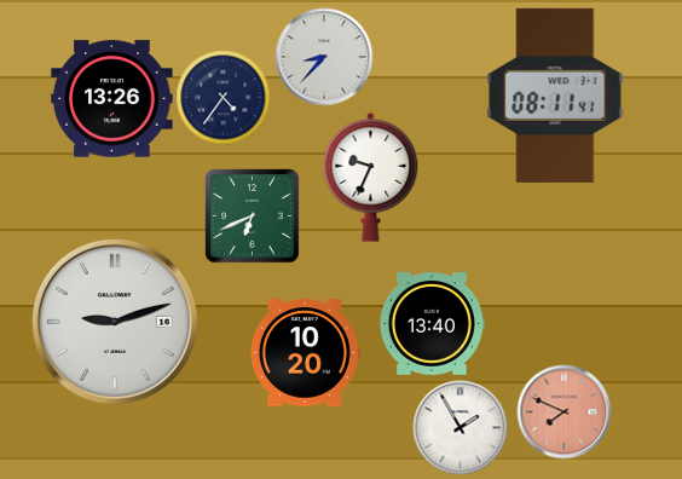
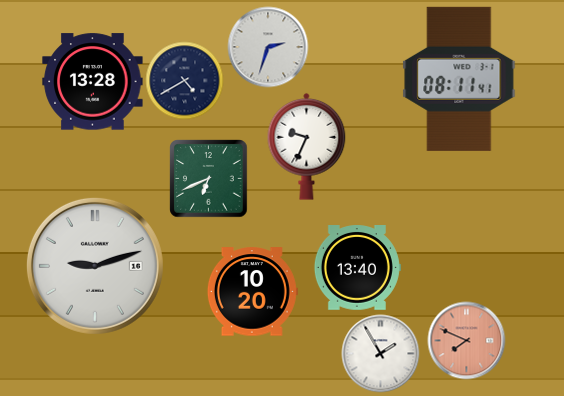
clock at (324, 57): 8:37 -> 2:33
clock at (222, 97): 4:36 -> 4:40
clock at (112, 99): 13:26 -> 13:28
